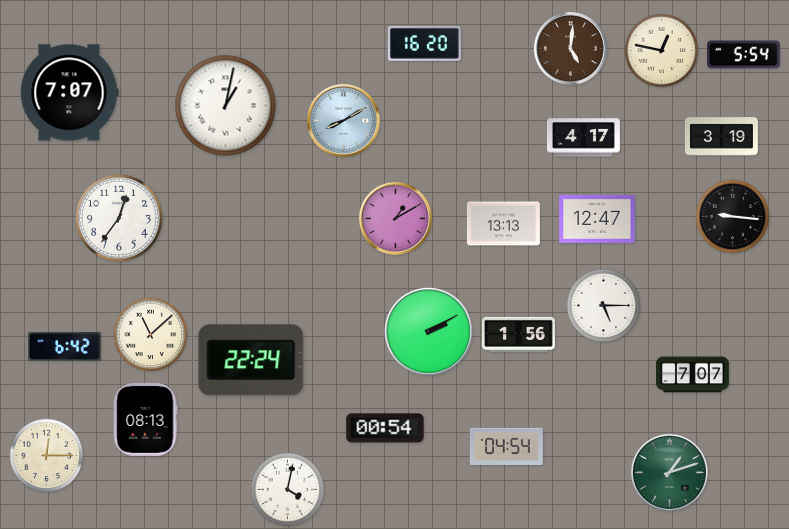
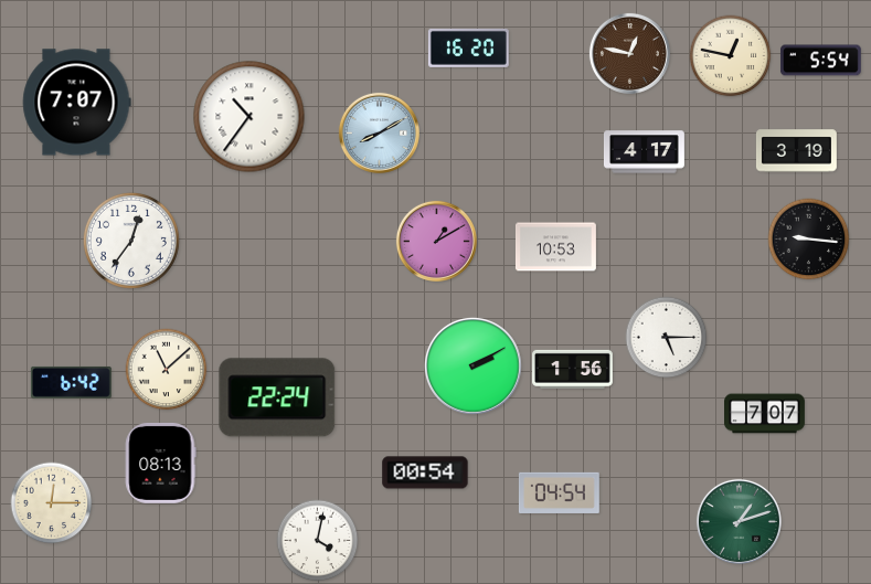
clock at (570, 48): 5:01 -> 12:47
clock at (226, 106): 1:02 -> 10:36
clock at (597, 219): 12:47 -> none
clock at (503, 224): 13:13 -> 10:53
